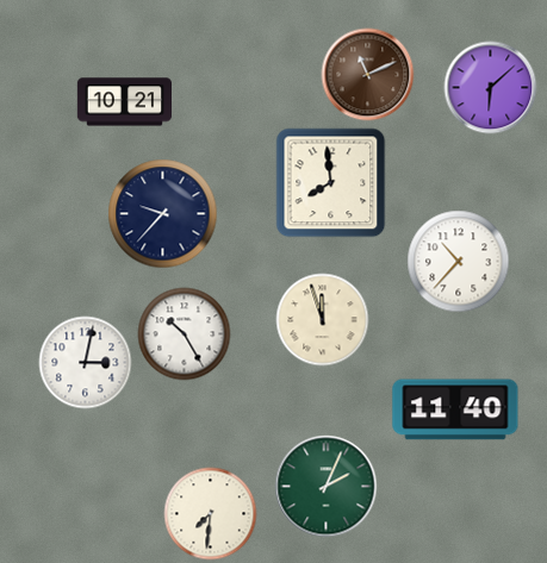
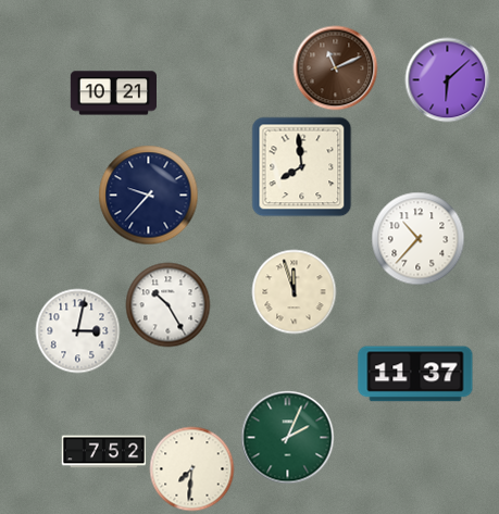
clock at (455, 409): 11:40 -> 11:37
clock at (325, 486) position: (325, 486) -> (287, 437)
clock at (103, 452): none -> 7:52
